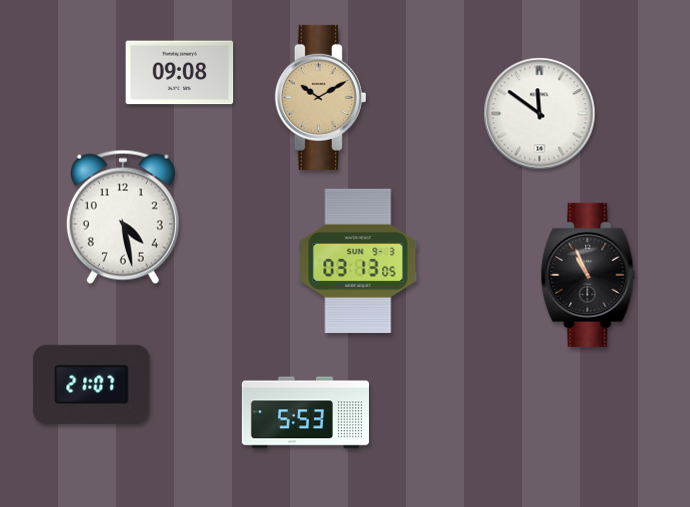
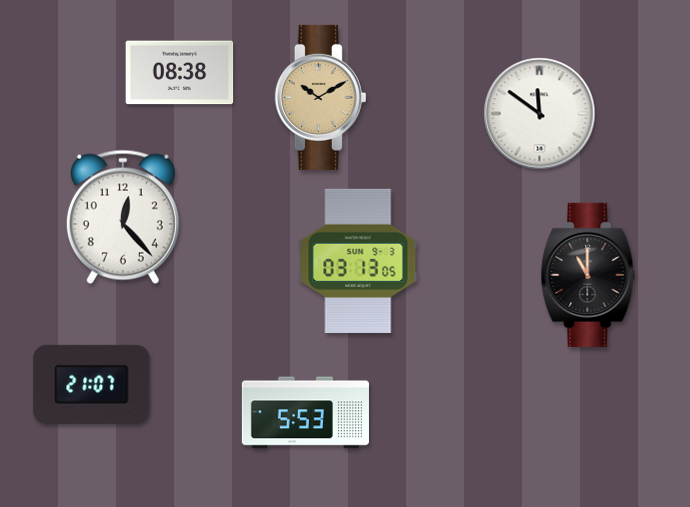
clock at (180, 73): 09:08 -> 08:38
clock at (123, 217): 4:28 -> 12:23
clock at (588, 275): 10:56 -> 11:00
